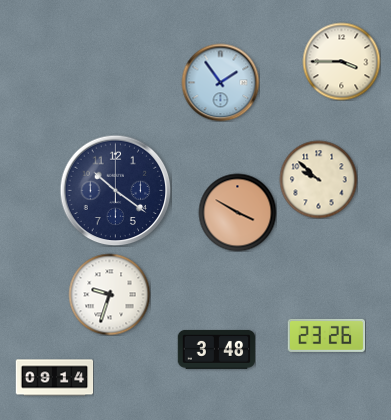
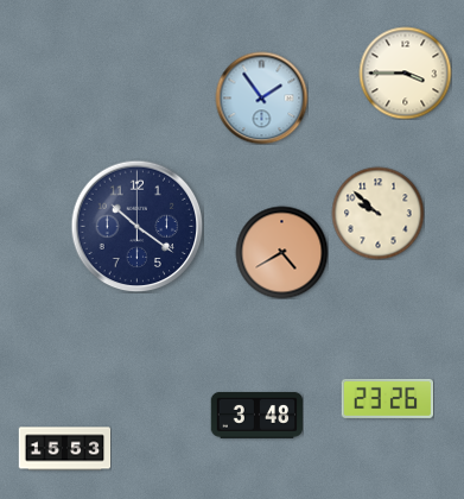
clock at (237, 212): 3:50 -> 4:40
clock at (109, 294): 9:33 -> none
clock at (54, 378): 09:14 -> 15:53
